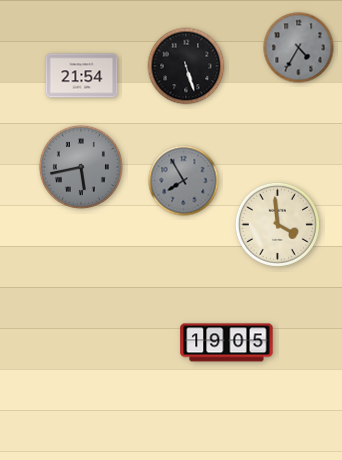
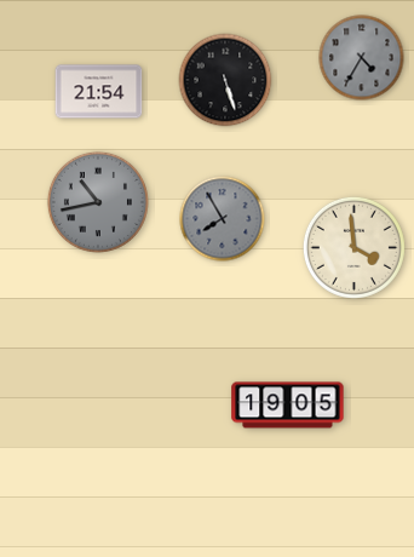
clock at (81, 167): 5:43 -> 10:43
clock at (277, 224) position: (277, 224) -> (353, 247)
clock at (227, 343) position: (227, 343) -> (288, 406)
